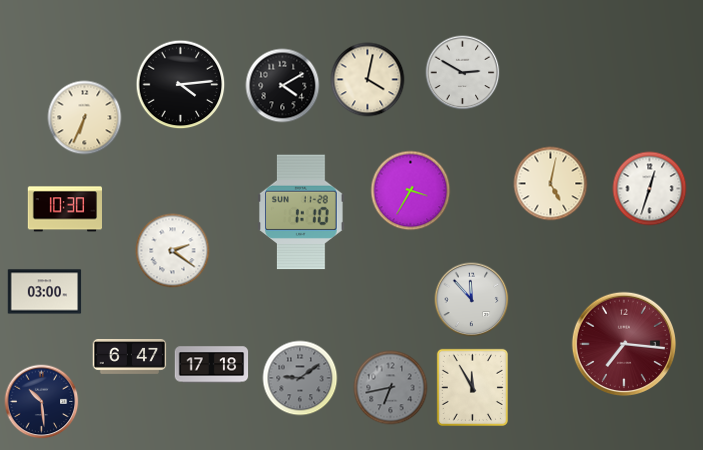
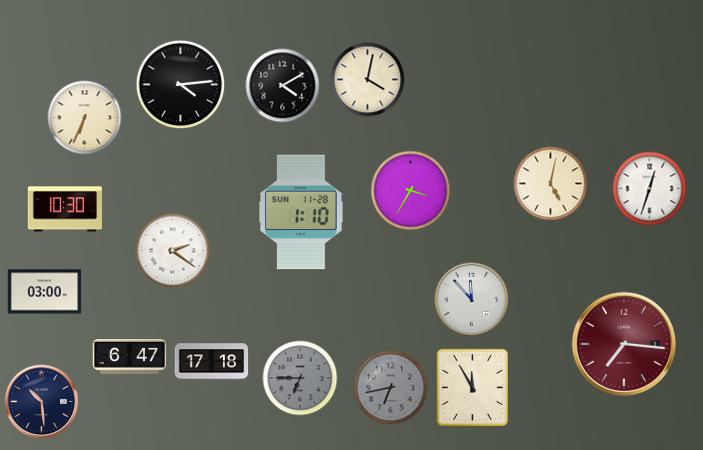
clock at (463, 73): 2:50 -> none
clock at (212, 365) position: (212, 365) -> (212, 362)
clock at (300, 378): 9:09 -> 6:45
